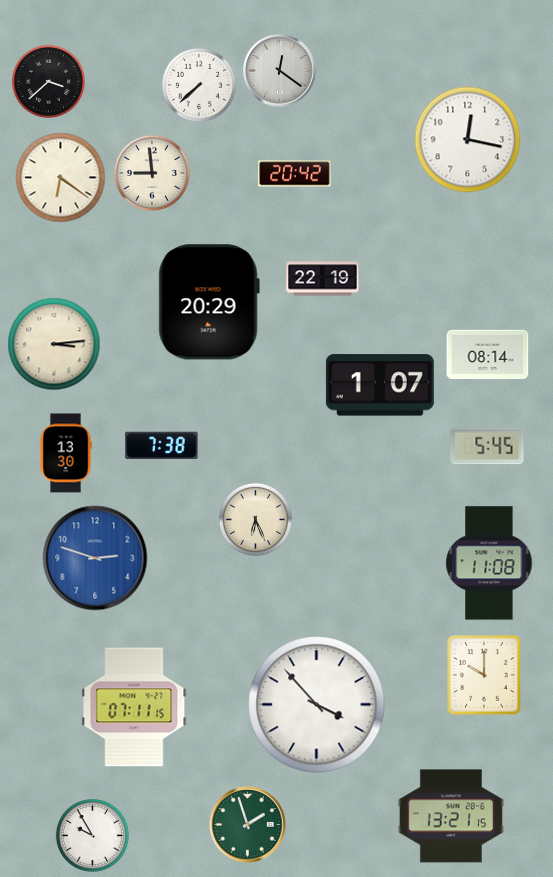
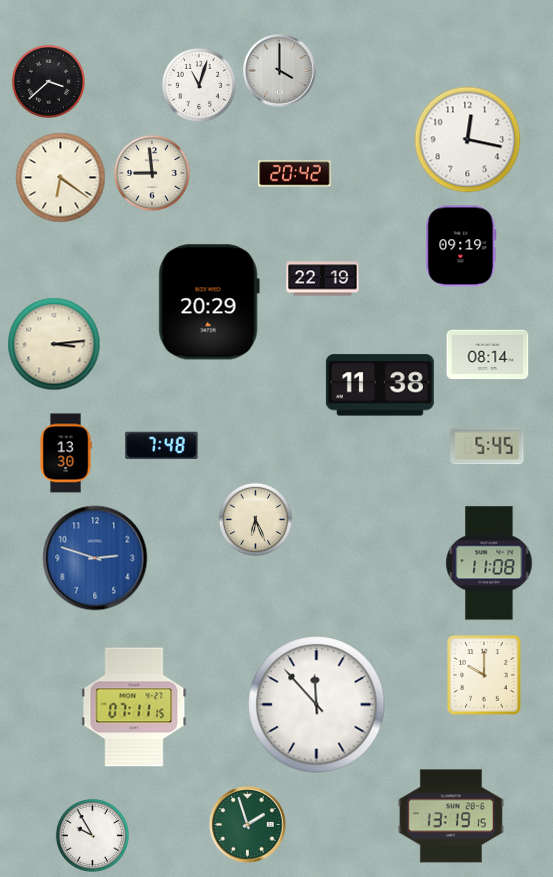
clock at (280, 71): 12:21 -> 4:00
clock at (199, 85): 7:38 -> 11:03
clock at (461, 246): none -> 09:19
clock at (380, 385): 1:07 -> 11:38
clock at (162, 446): 7:38 -> 7:48
clock at (317, 705): 3:53 -> 11:53
clock at (451, 816): 13:21 -> 13:19
